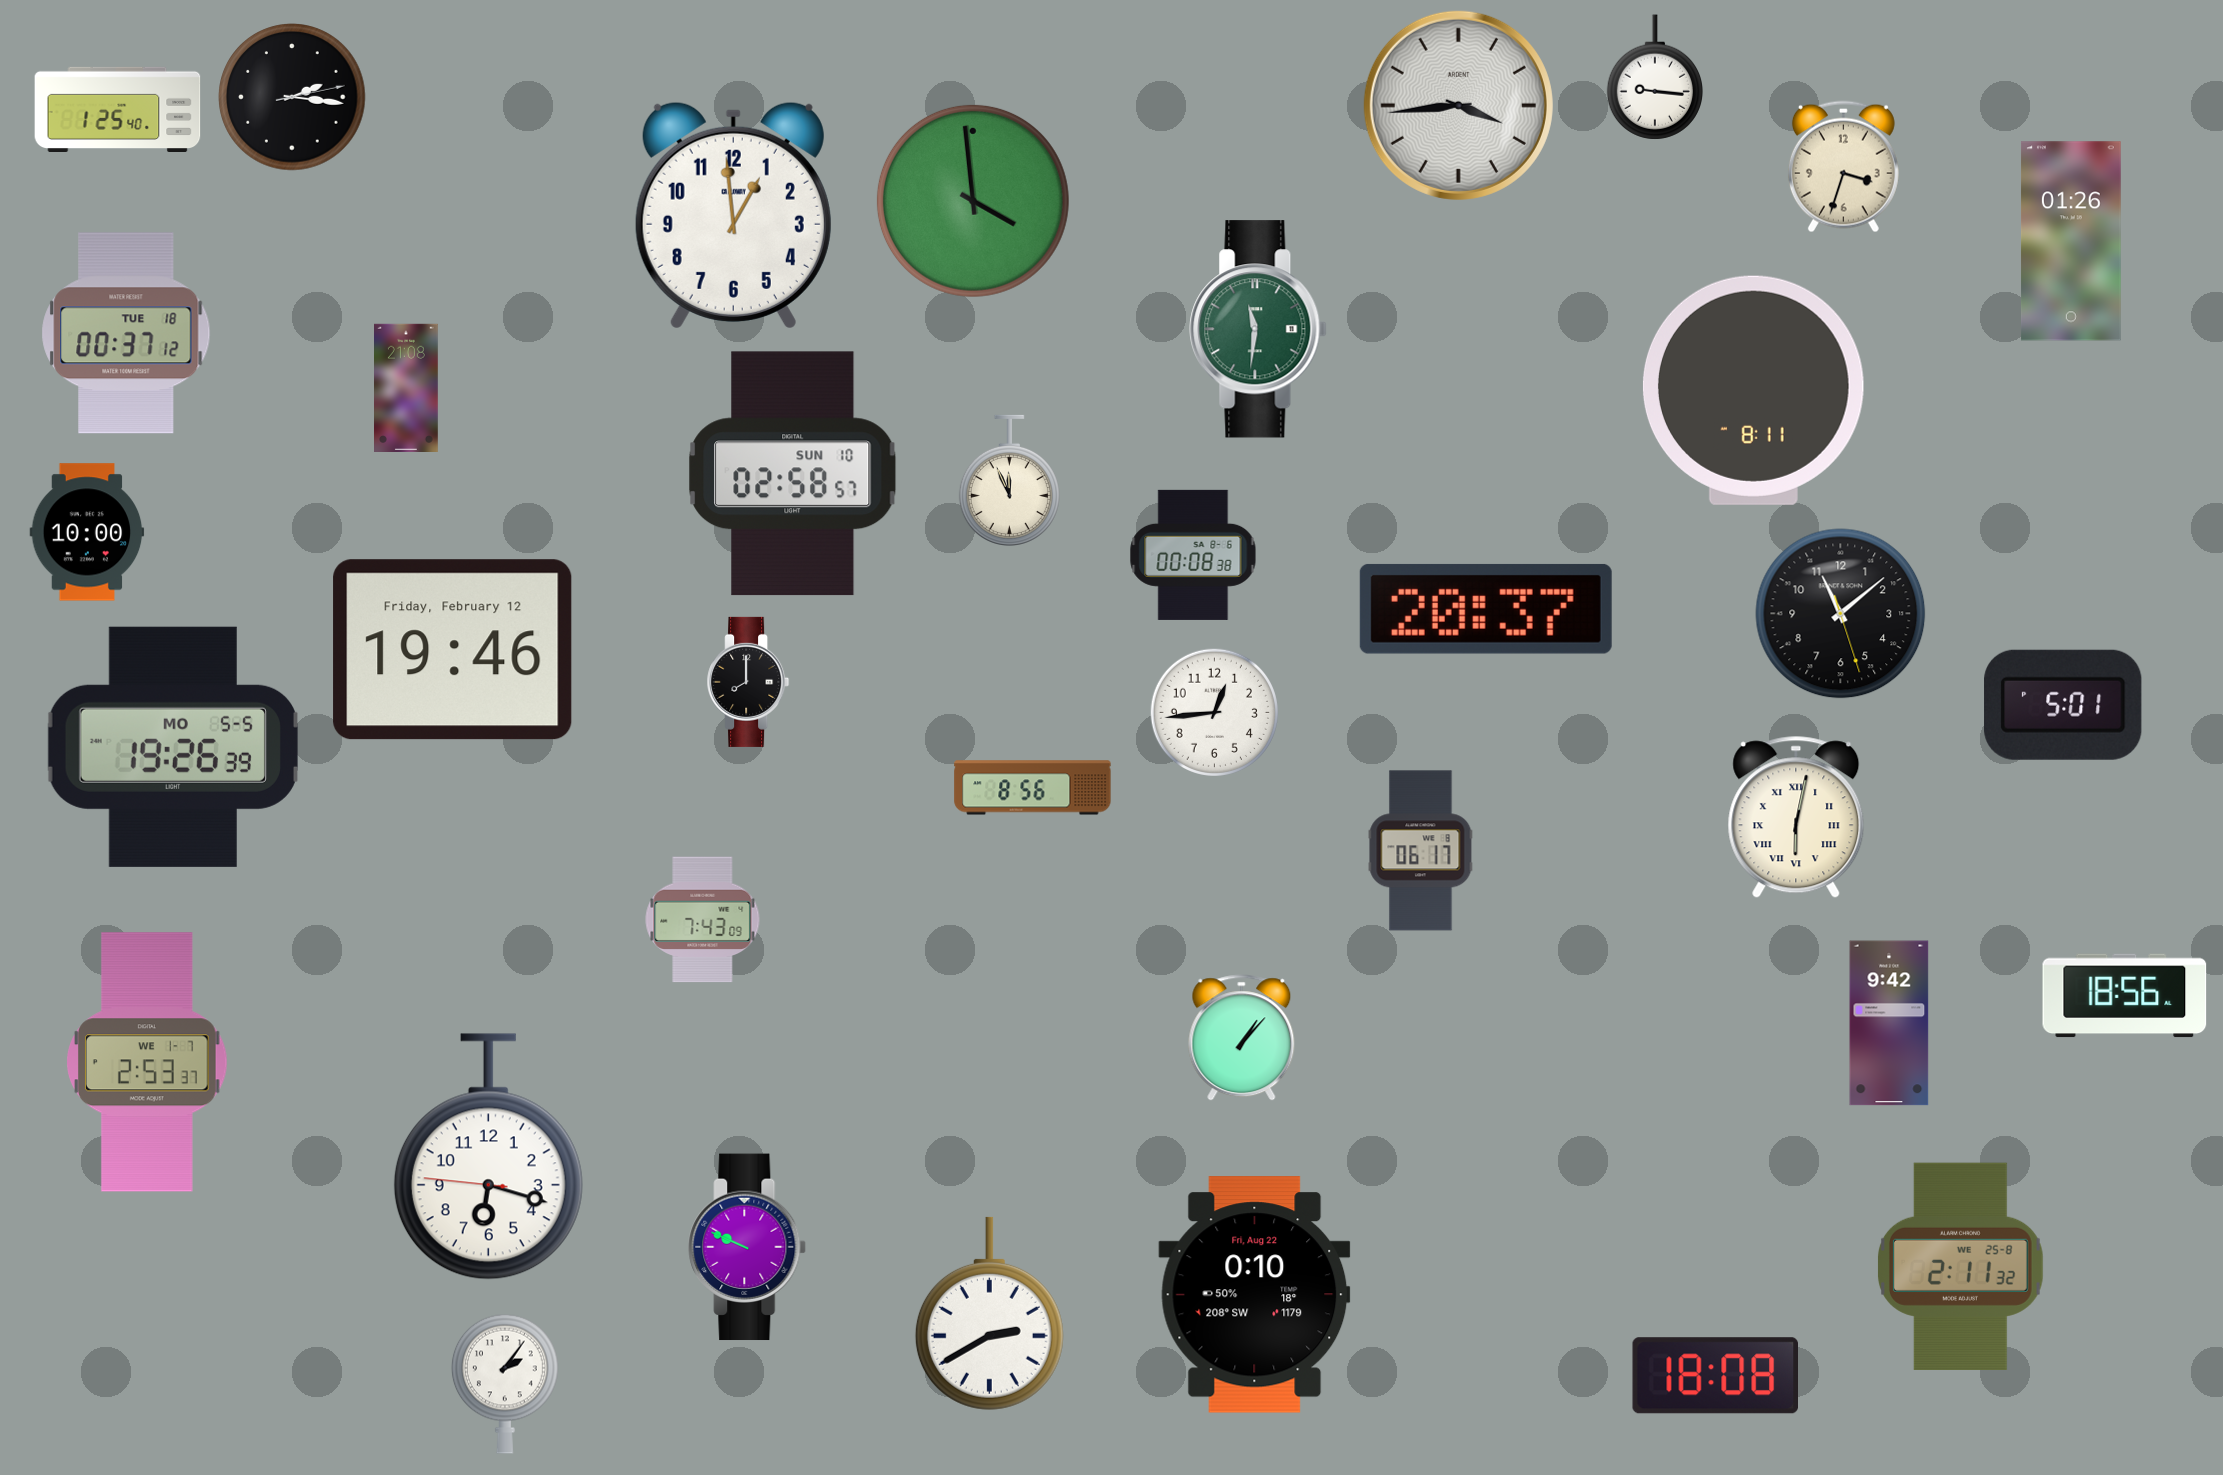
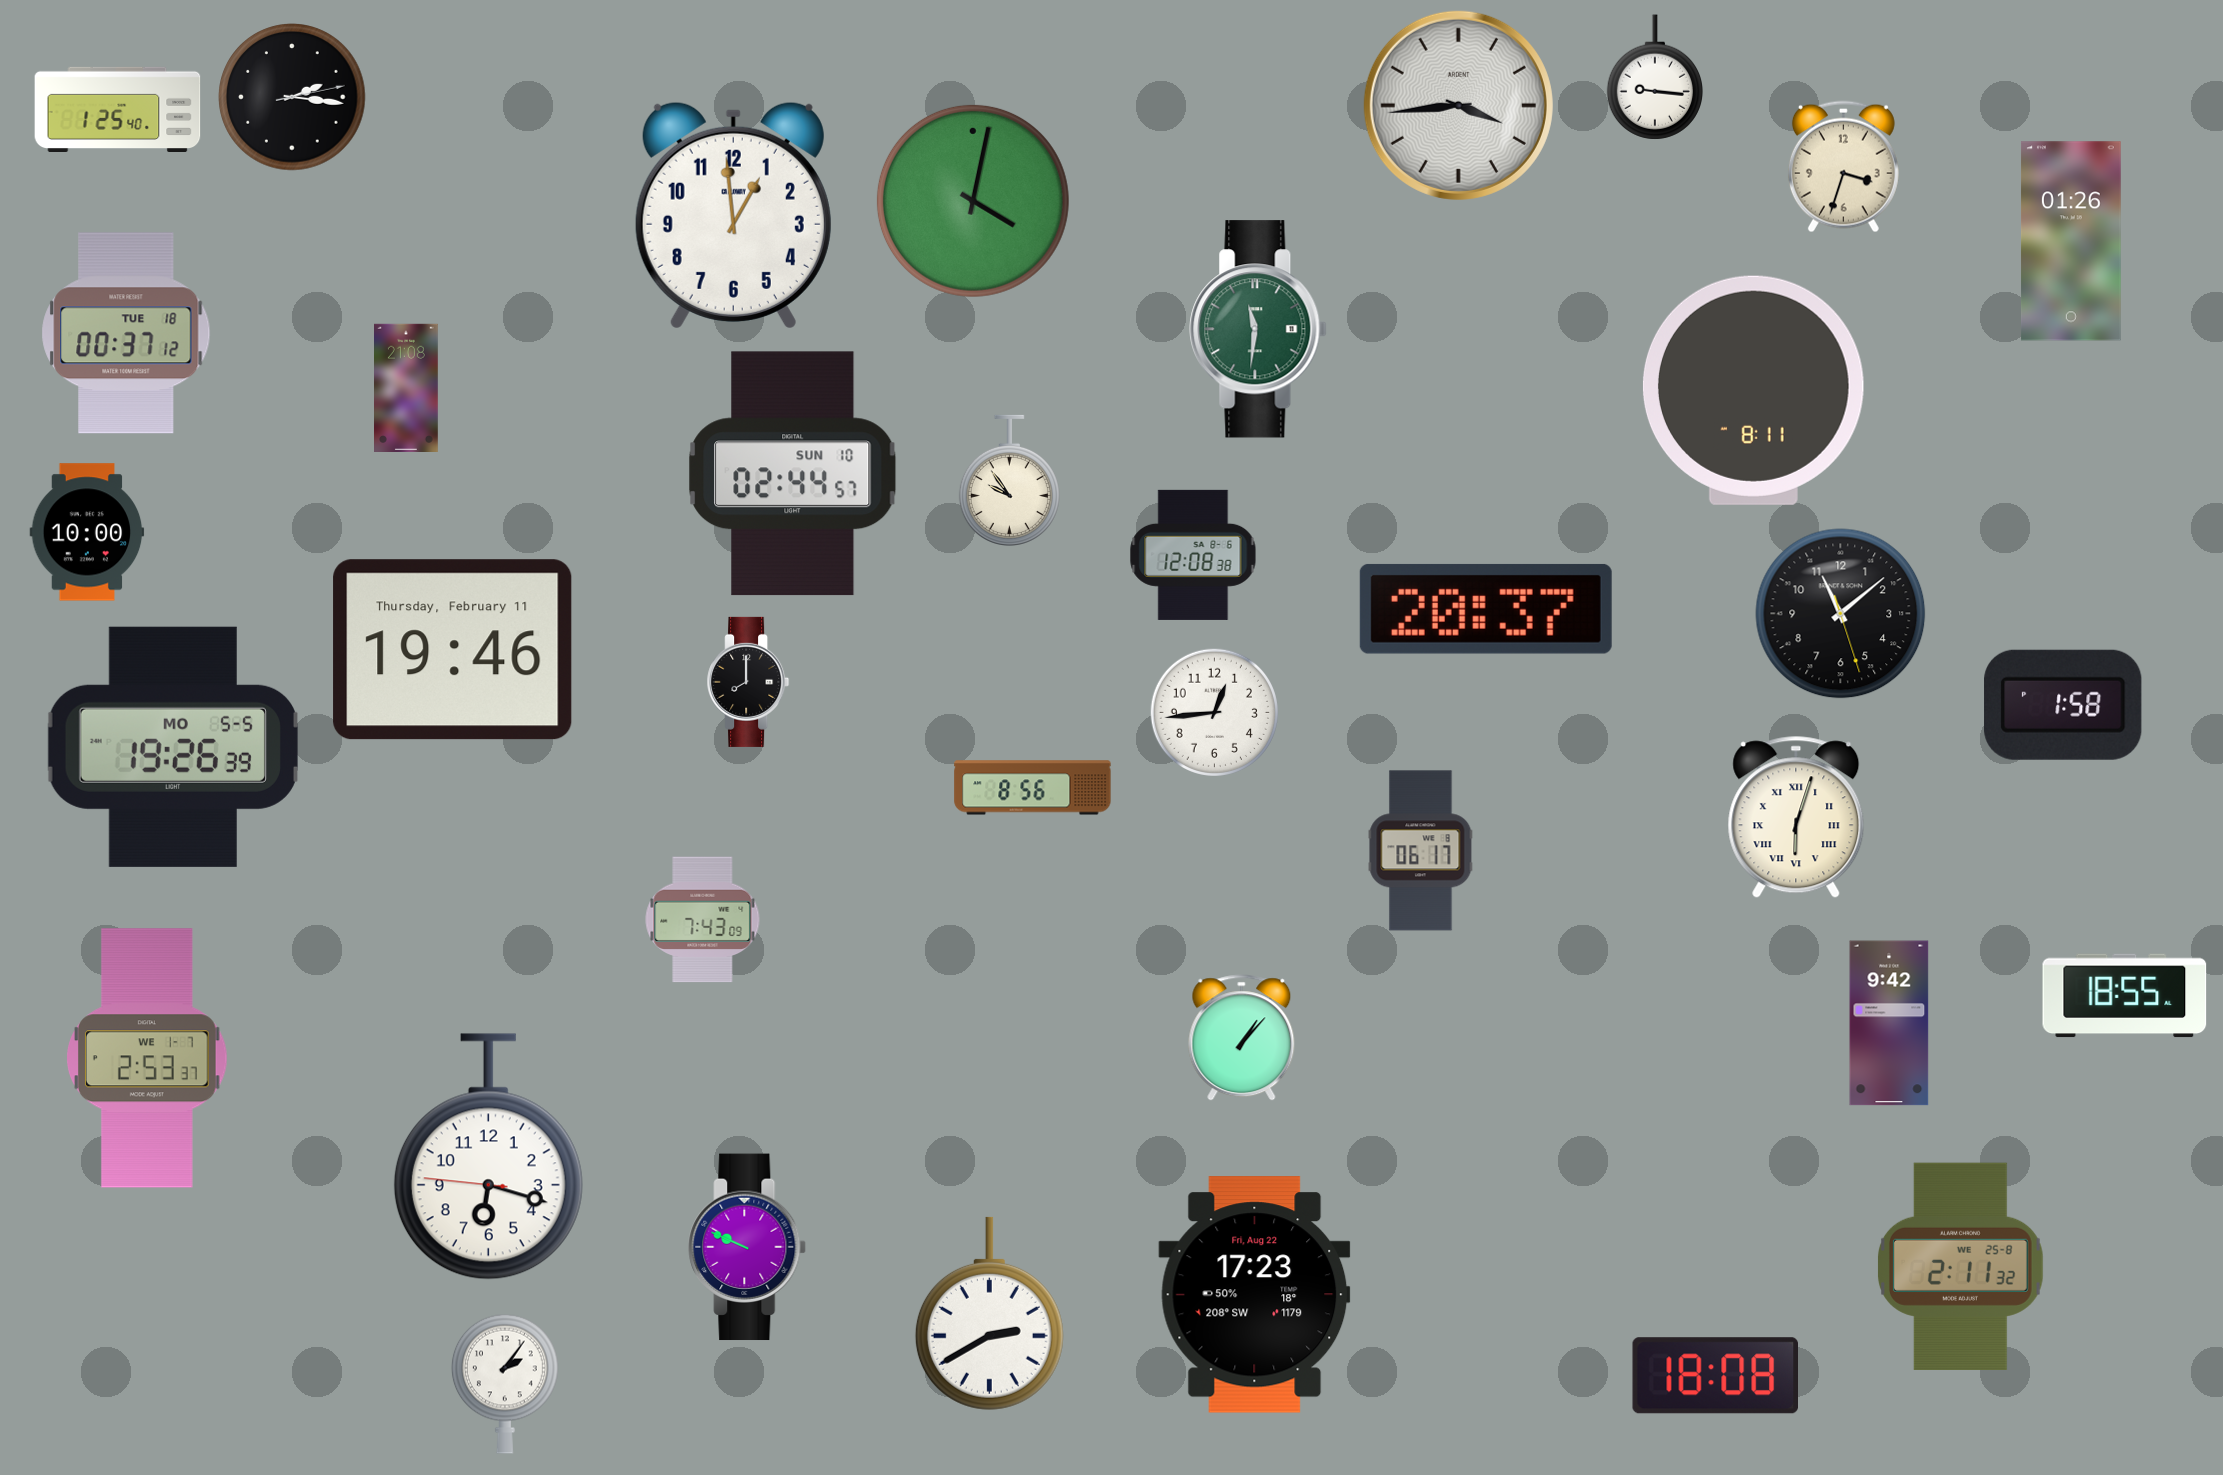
clock at (973, 201): 3:59 -> 4:02
clock at (793, 474): 02:58 -> 02:44
clock at (1009, 480): 11:56 -> 9:54
clock at (1193, 555): 00:08 -> 12:08
clock at (453, 650) date: Friday, February 12 -> Thursday, February 11
clock at (2063, 705): 5:01 -> 1:58
clock at (1796, 817): 6:02 -> 6:03
clock at (2125, 996): 18:56 -> 18:55
clock at (147, 1062) position: (147, 1062) -> (147, 1058)
clock at (1255, 1295): 0:10 -> 17:23
